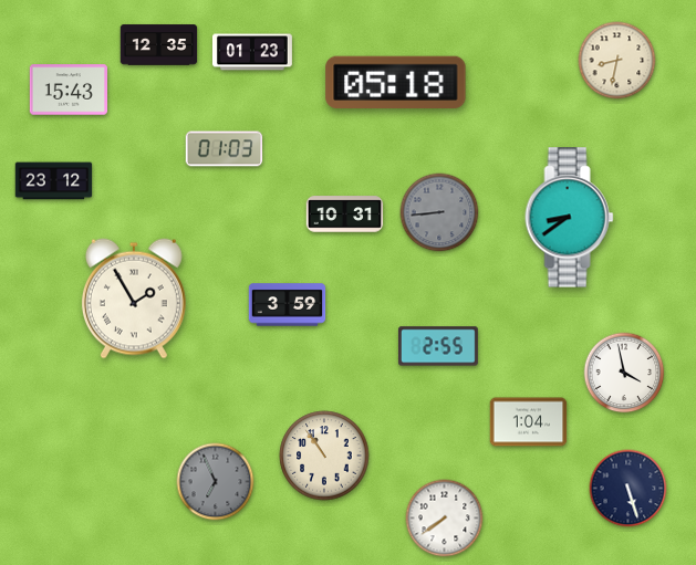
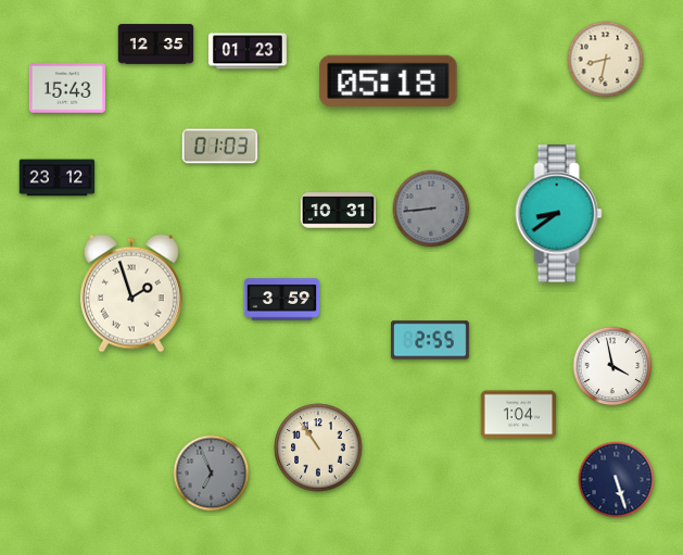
clock at (54, 181) position: (54, 181) -> (58, 178)
clock at (134, 299): 1:55 -> 1:57
clock at (445, 519): 7:39 -> none
